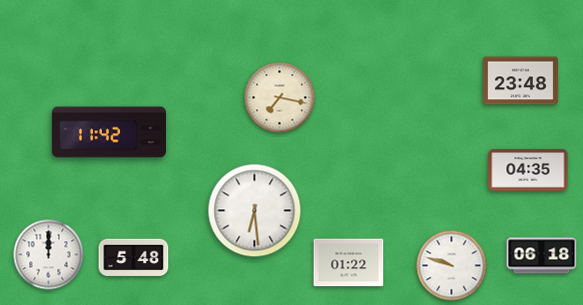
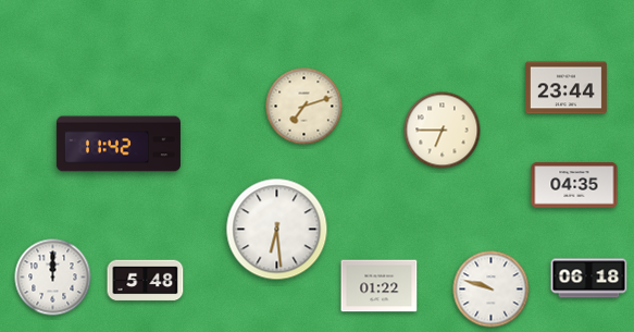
clock at (520, 81): 23:48 -> 23:44
clock at (280, 98): 7:17 -> 7:12
clock at (443, 131): none -> 6:45
